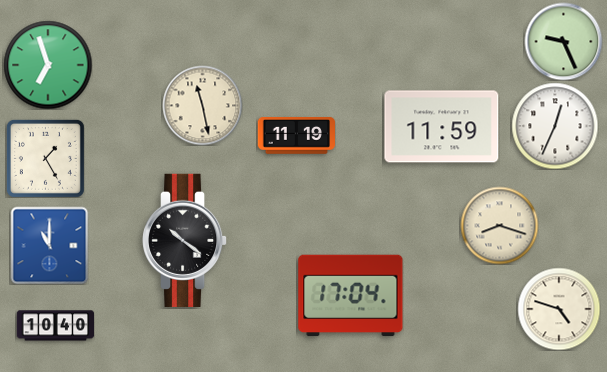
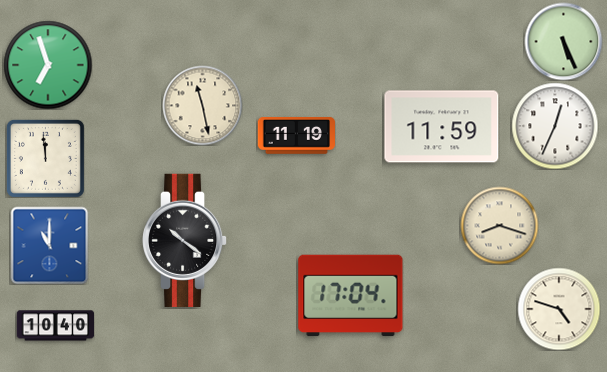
clock at (563, 41): 9:26 -> 5:26
clock at (45, 158): 1:25 -> 11:59
